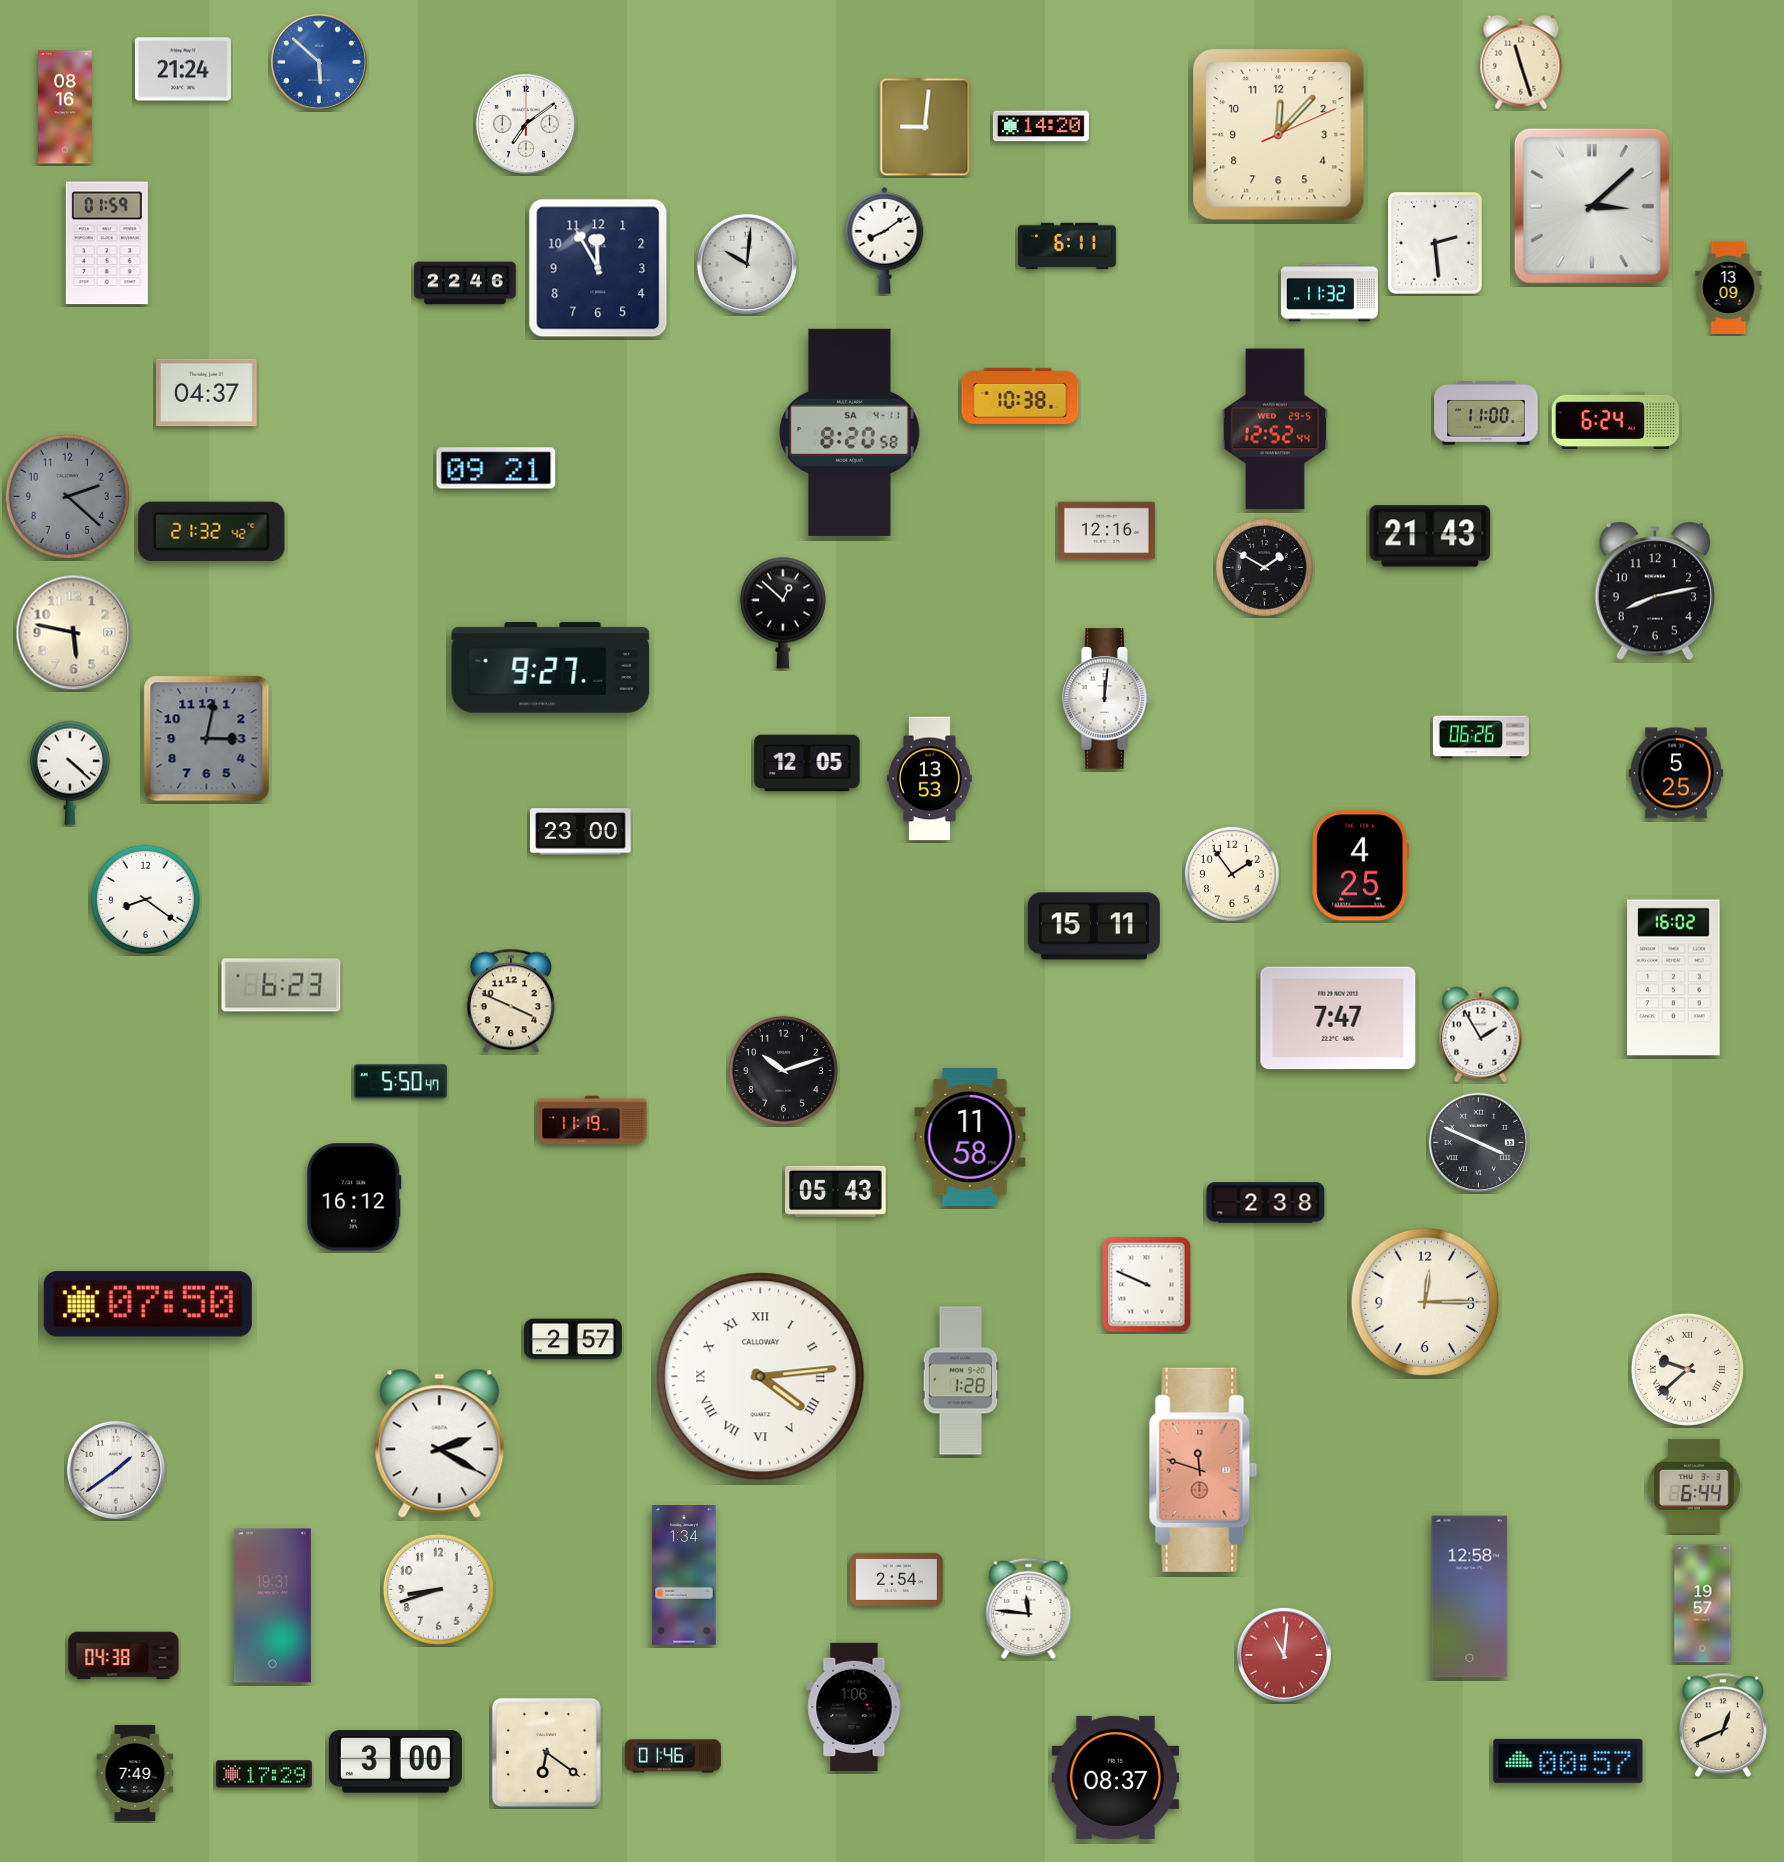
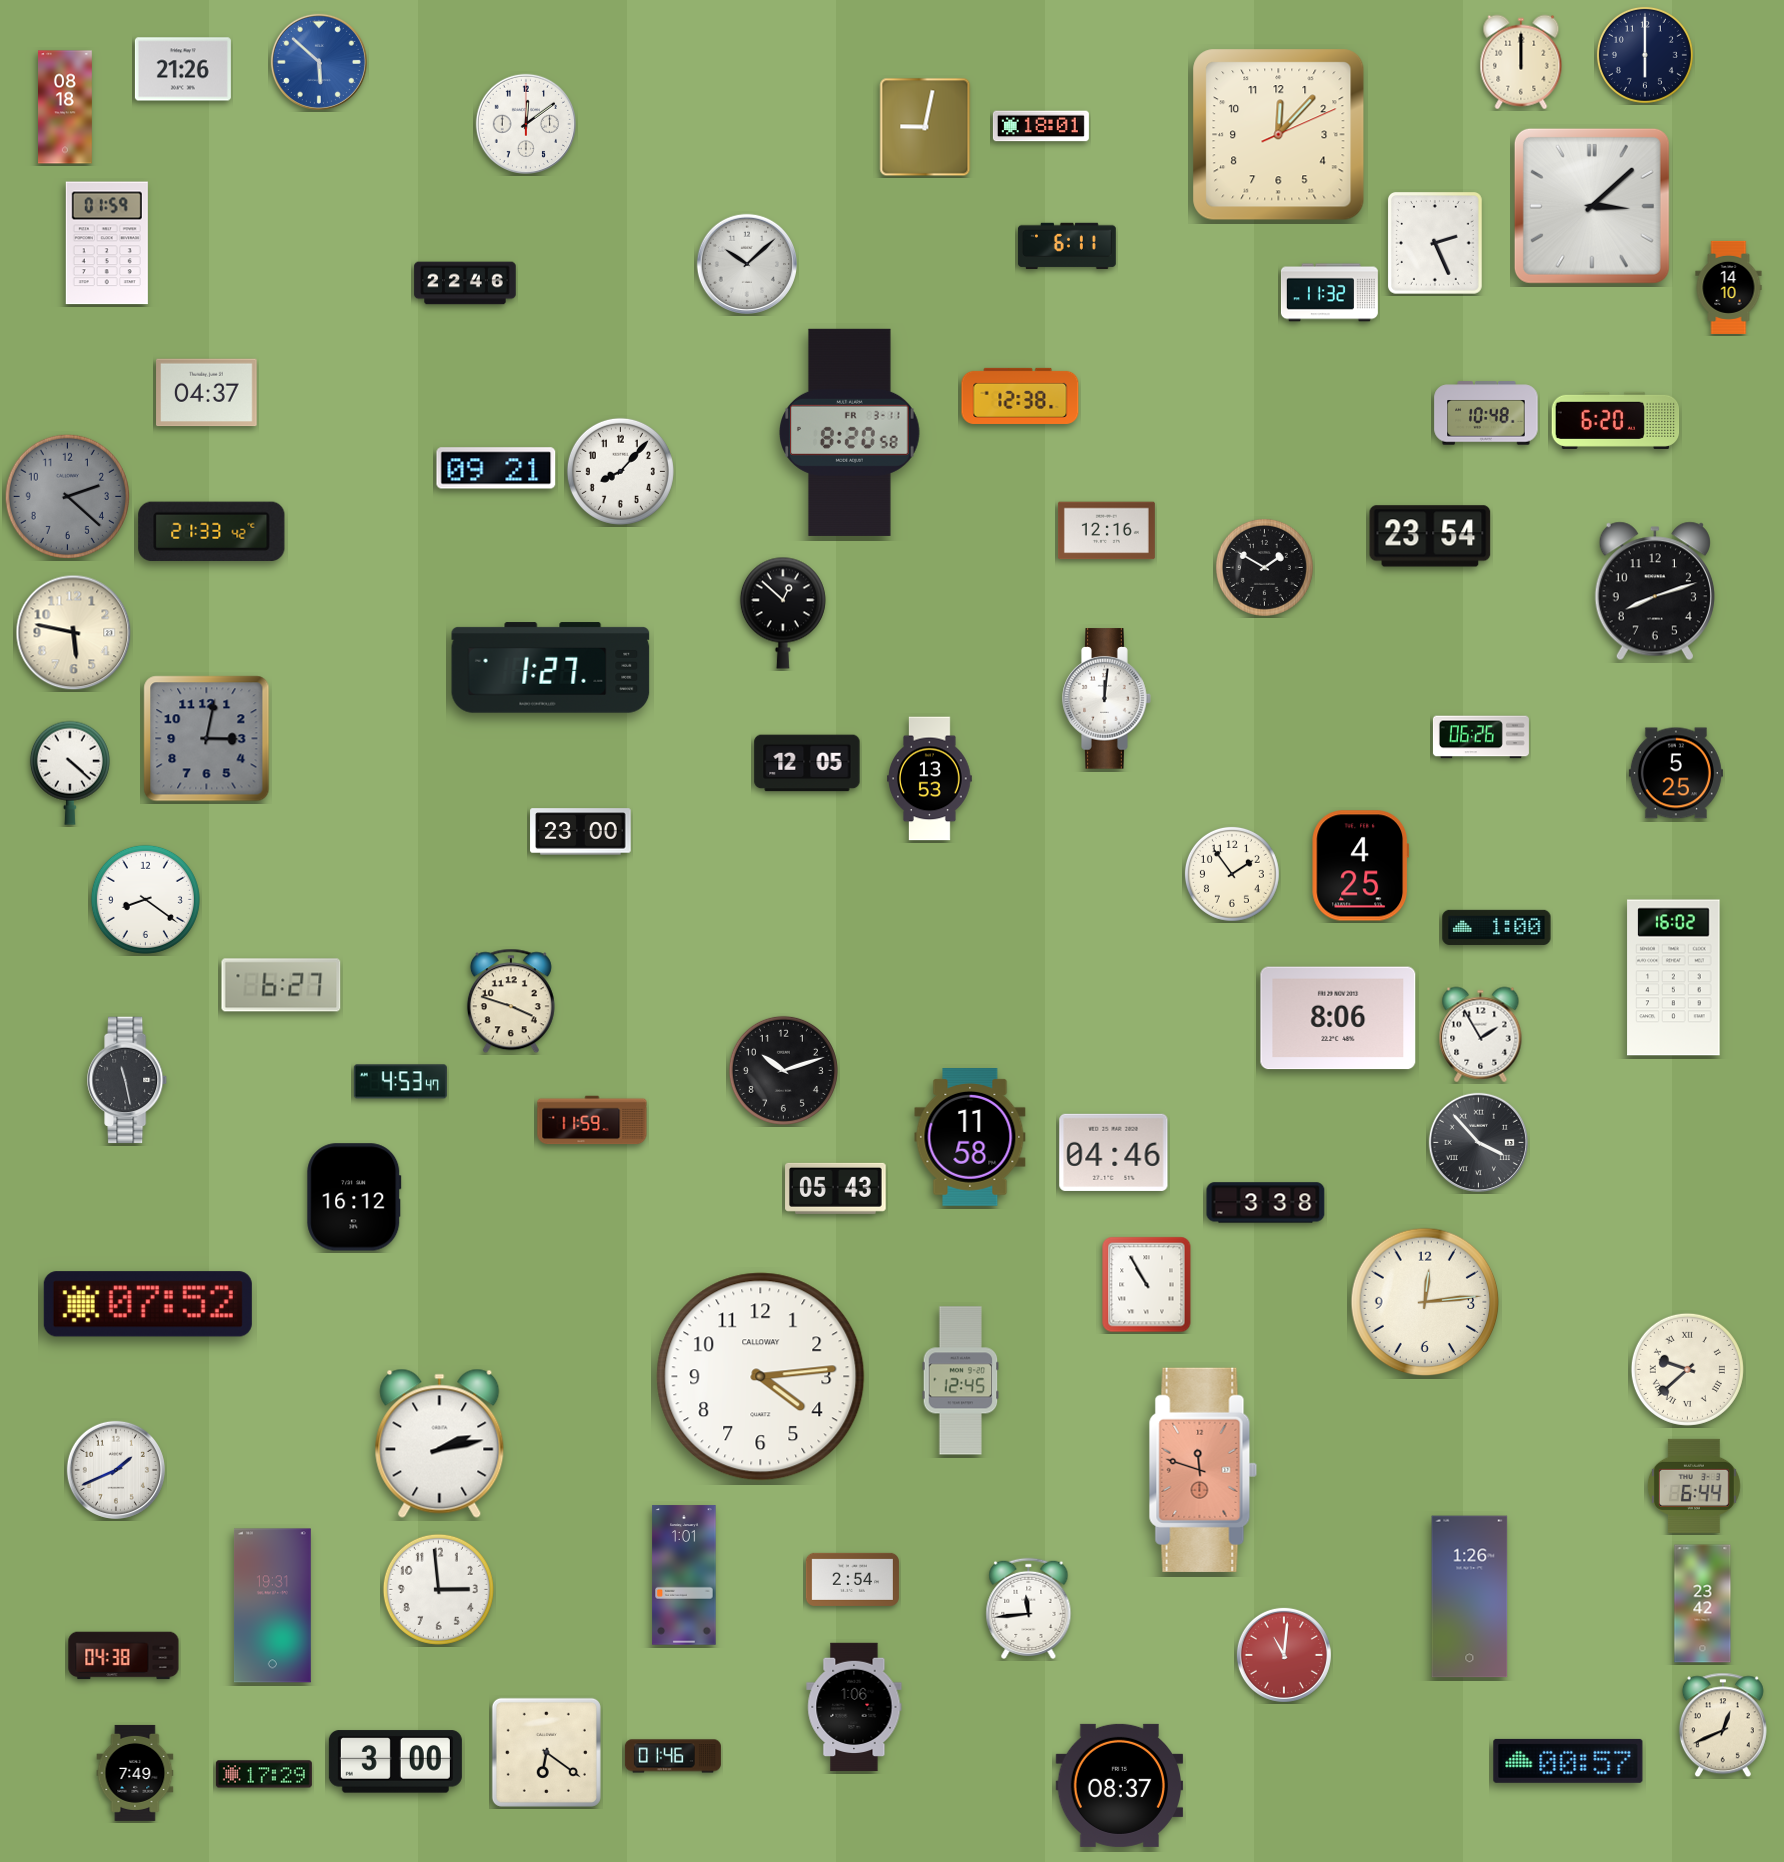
clock at (1645, 55): none -> 6:00
clock at (1521, 62): 11:27 -> 12:00
clock at (183, 69): 21:24 -> 21:26
clock at (66, 107): 08:16 -> 08:18
clock at (525, 123): 7:09 -> 12:09
clock at (1041, 126): 14:20 -> 18:01
clock at (925, 127): 9:01 -> 9:02
clock at (885, 240): 8:09 -> none
clock at (1436, 244): 2:29 -> 2:26
clock at (746, 263): 10:01 -> 10:08
clock at (598, 268): 11:55 -> none
clock at (1729, 287): 13:09 -> 14:10
clock at (1020, 396): 10:38 -> 12:38
clock at (1486, 413): 11:00 -> 10:48
clock at (1616, 420): 6:24 -> 6:20
clock at (1275, 429): 12:52 -> none
clock at (850, 432) date: SA 4-11 -> FR 3-11
clock at (620, 471): none -> 8:07
clock at (212, 531): 21:32 -> 21:33
clock at (1430, 536): 21:43 -> 23:54
clock at (1655, 591): 8:13 -> 8:12
clock at (551, 668): 9:27 -> 1:27
clock at (1094, 926): 15:11 -> none
clock at (1497, 927): none -> 1:00
clock at (281, 985): 6:23 -> 6:27
clock at (511, 1001): 3:49 -> 3:48
clock at (1338, 1018): 7:47 -> 8:06
clock at (128, 1080): none -> 11:28
clock at (400, 1082): 5:50 -> 4:53
clock at (592, 1120): 11:19 -> 11:59
clock at (1478, 1142): 3:49 -> 3:53
clock at (1114, 1152): none -> 04:46
clock at (836, 1191) position: (836, 1191) -> (836, 1188)
clock at (1266, 1203): 2:38 -> 3:38
clock at (1147, 1285): 9:49 -> 10:55
clock at (1425, 1302): 12:15 -> 12:14
clock at (148, 1304): 07:50 -> 07:52
clock at (573, 1339): 2:57 -> none
clock at (761, 1377) numerals: Roman -> Arabic
clock at (961, 1381): 1:28 -> 12:45
clock at (440, 1443): 2:20 -> 2:13
clock at (116, 1470): 1:39 -> 1:41
clock at (684, 1575): 1:34 -> 1:01
clock at (896, 1579) position: (896, 1579) -> (852, 1579)
clock at (438, 1589): 8:42 -> 2:59
clock at (1470, 1597): 12:58 -> 1:26
clock at (1703, 1604): 19:57 -> 23:42
clock at (1029, 1608): 11:46 -> 11:44
clock at (1116, 1777) position: (1116, 1777) -> (1120, 1785)
